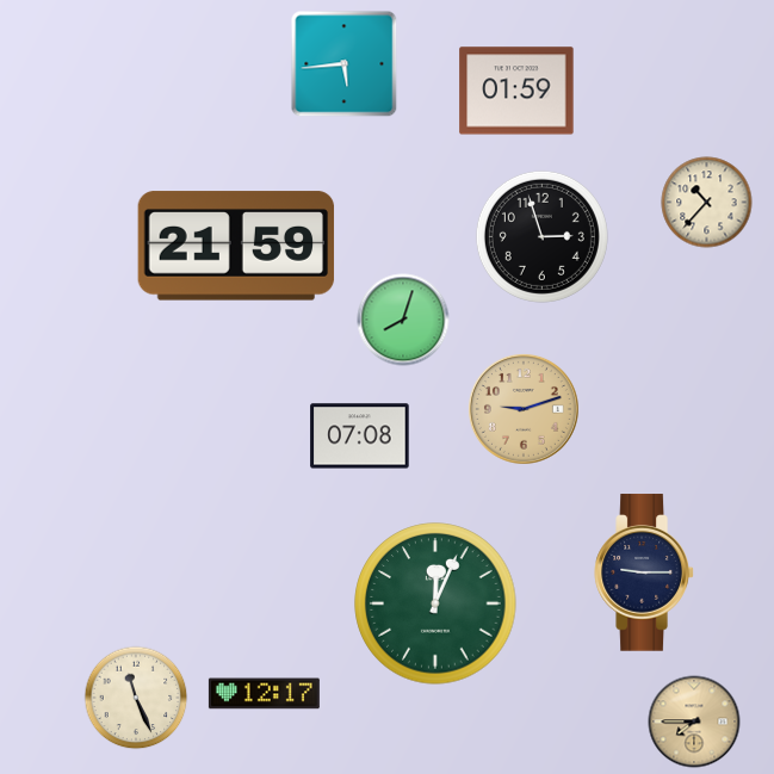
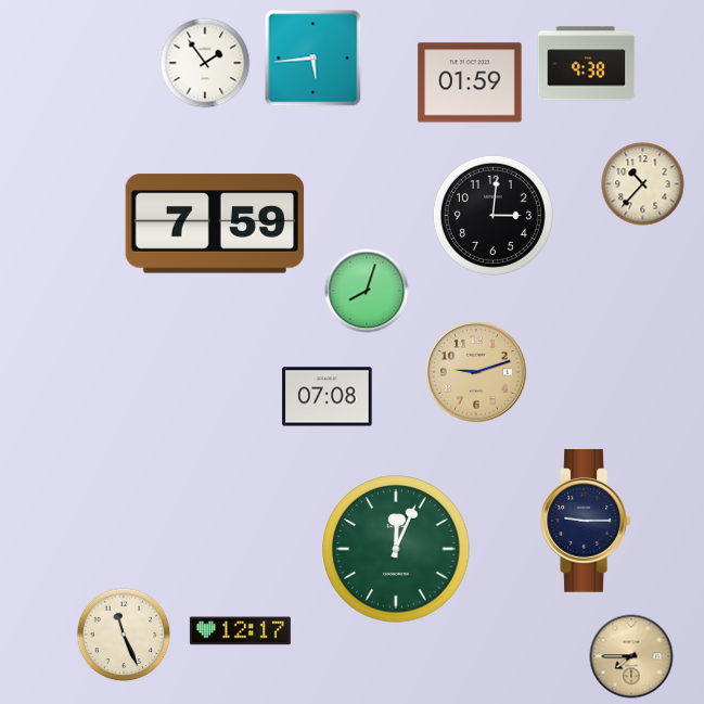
clock at (205, 63): none -> 1:54
clock at (587, 64): none -> 9:38
clock at (541, 236): 2:57 -> 3:01
clock at (236, 246): 21:59 -> 7:59
